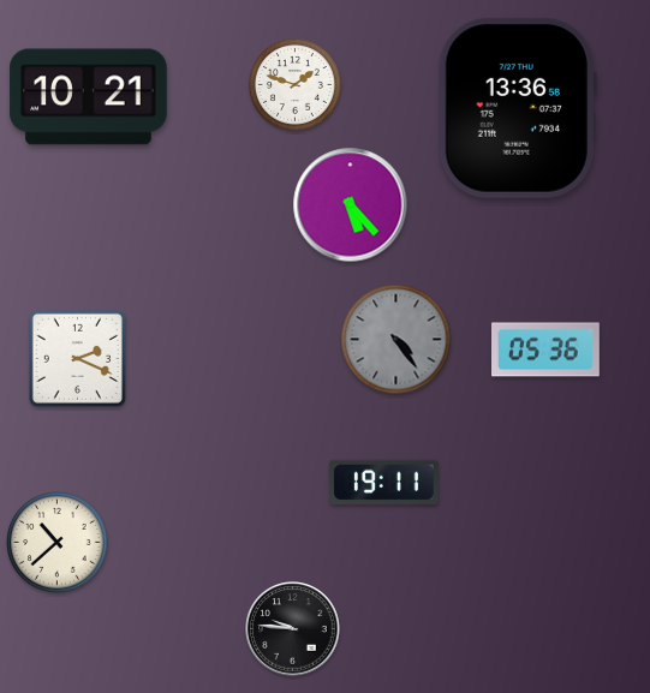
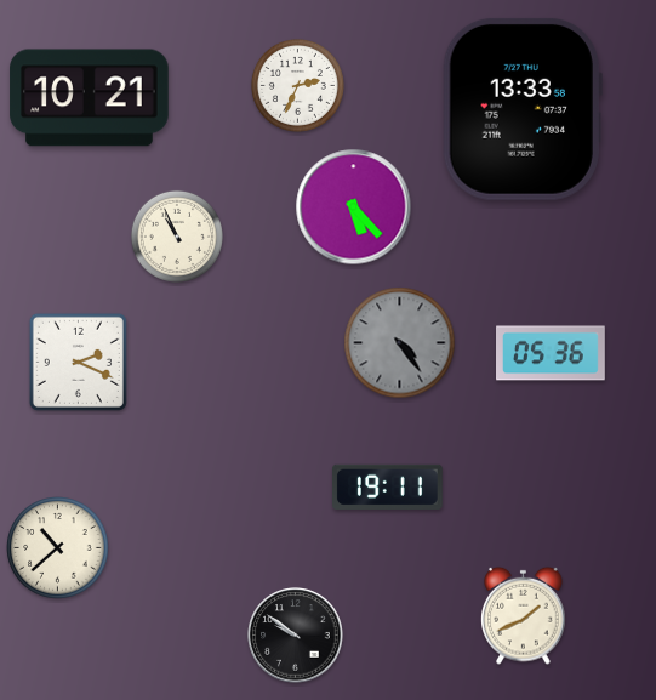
clock at (294, 84): 1:48 -> 2:34
clock at (518, 108): 13:36 -> 13:33
clock at (177, 237): none -> 10:56
clock at (524, 615): none -> 1:41
clock at (293, 629): 9:46 -> 9:51
